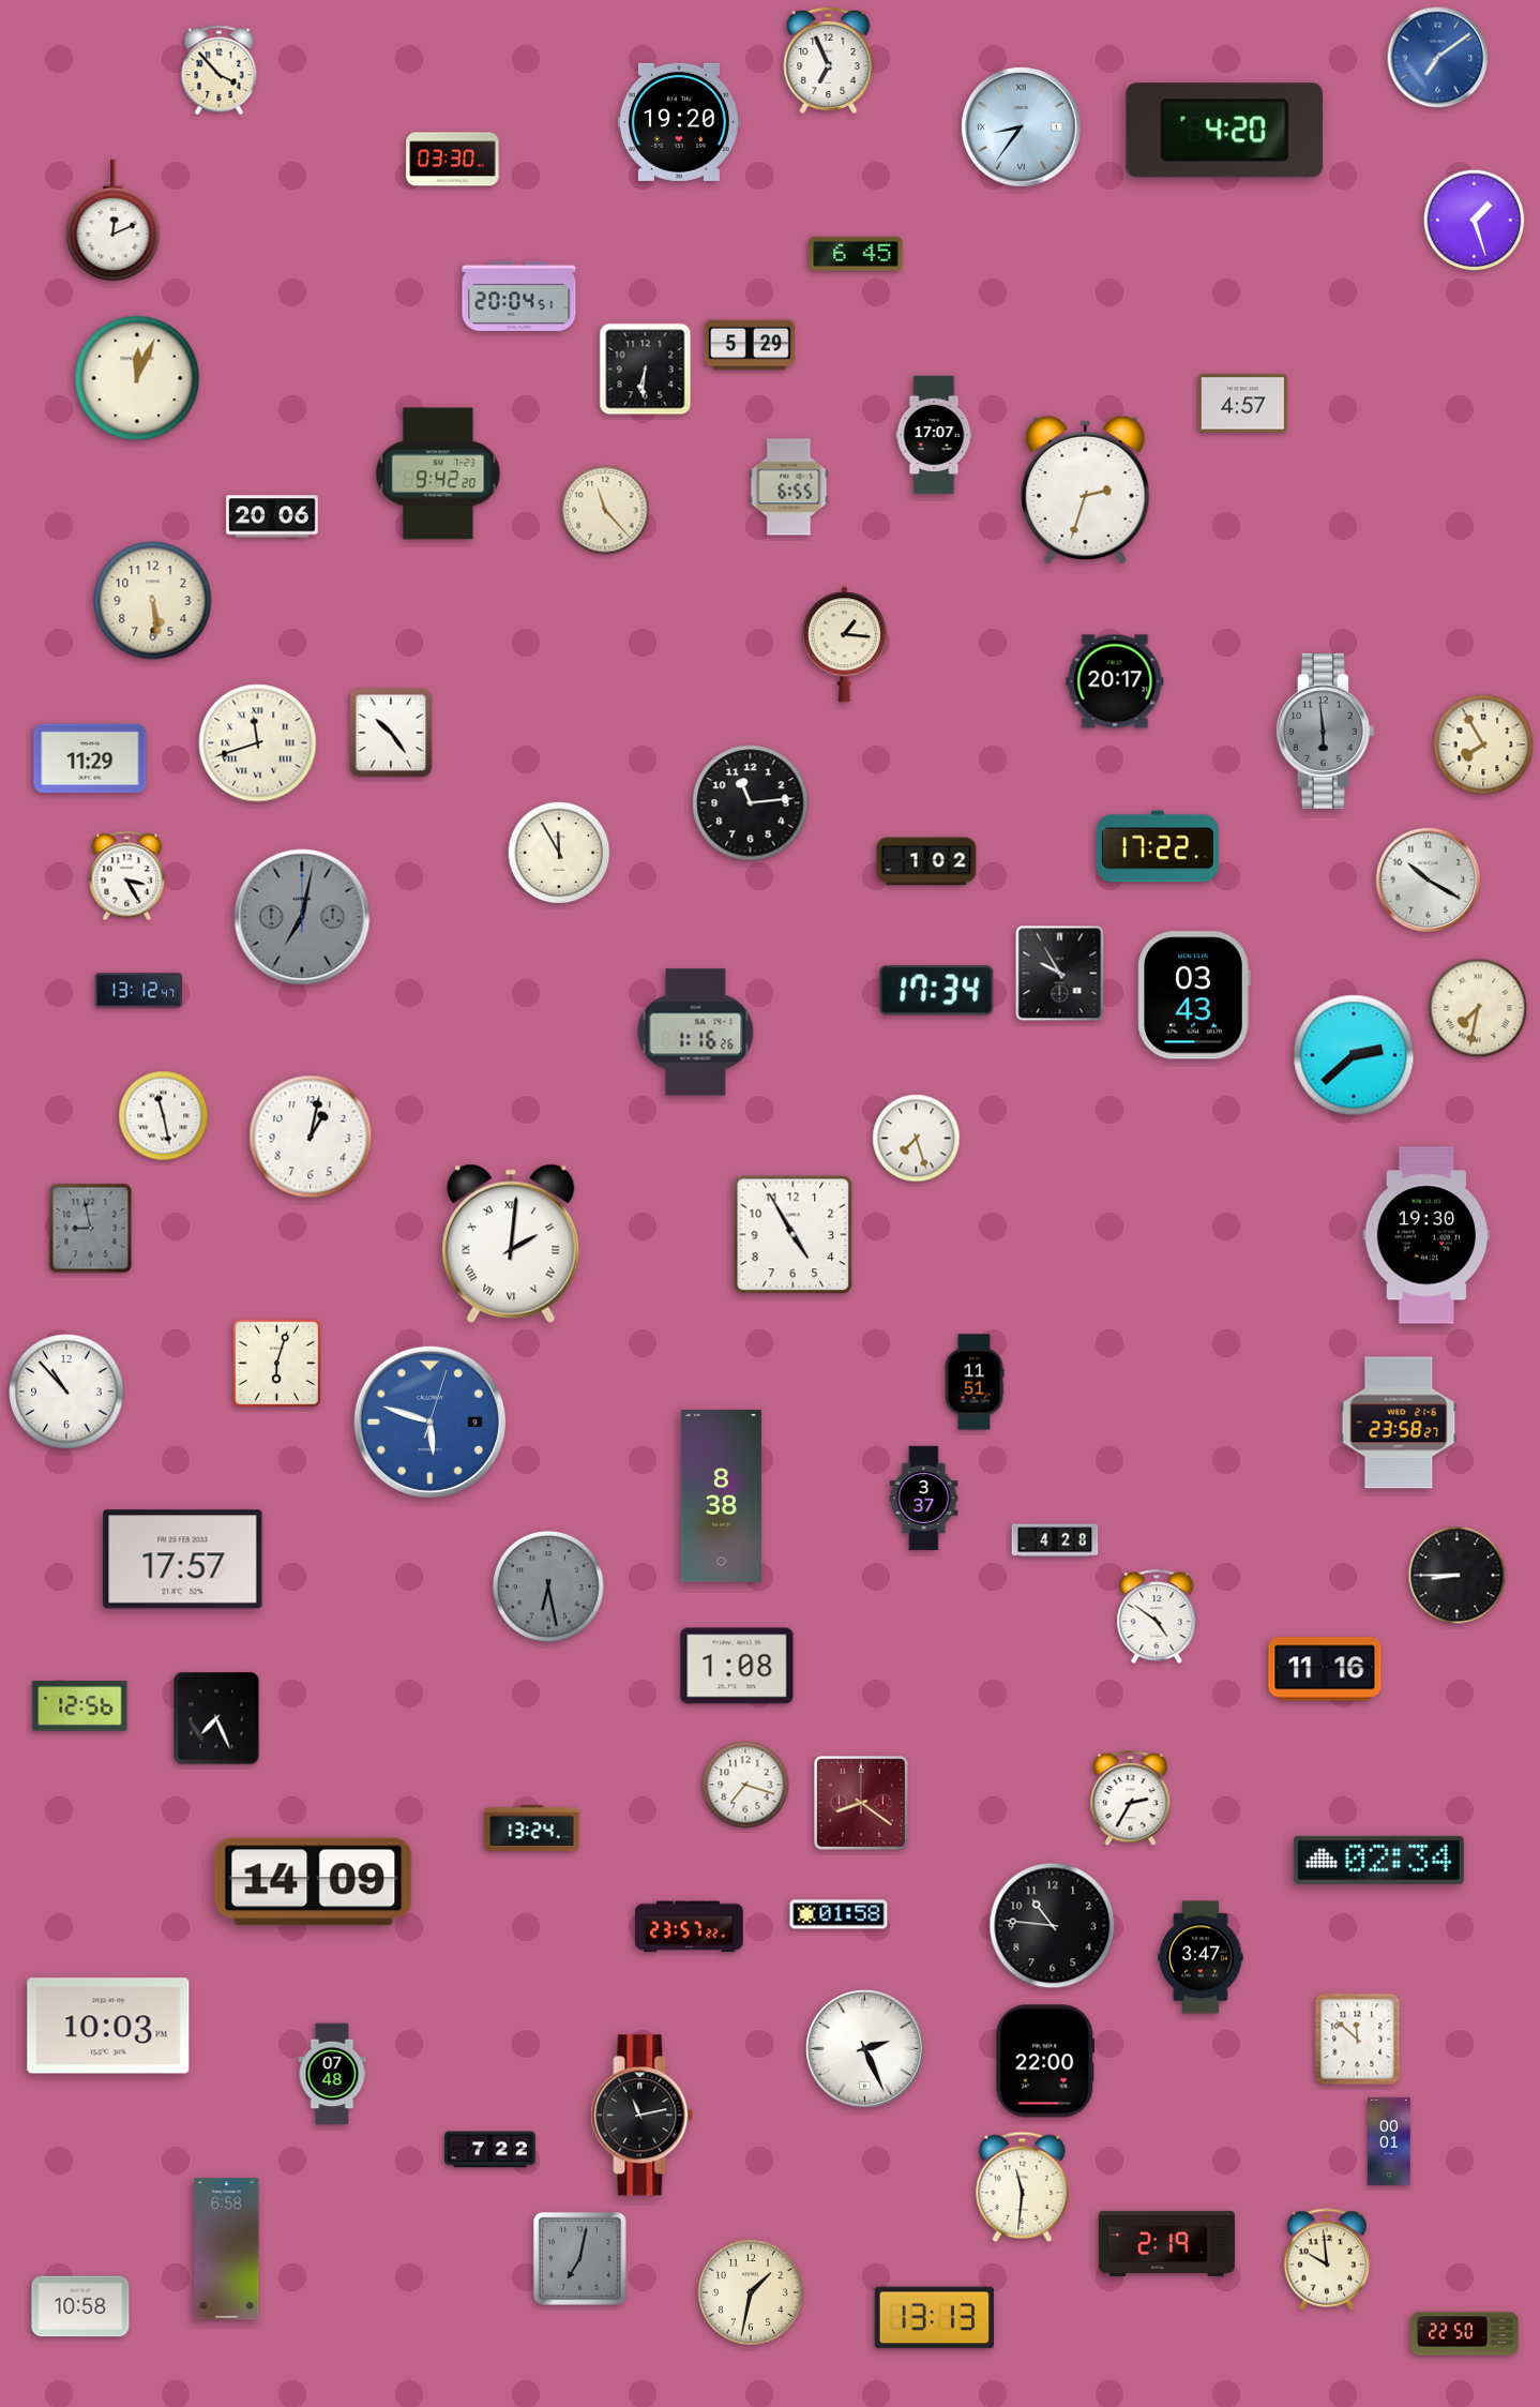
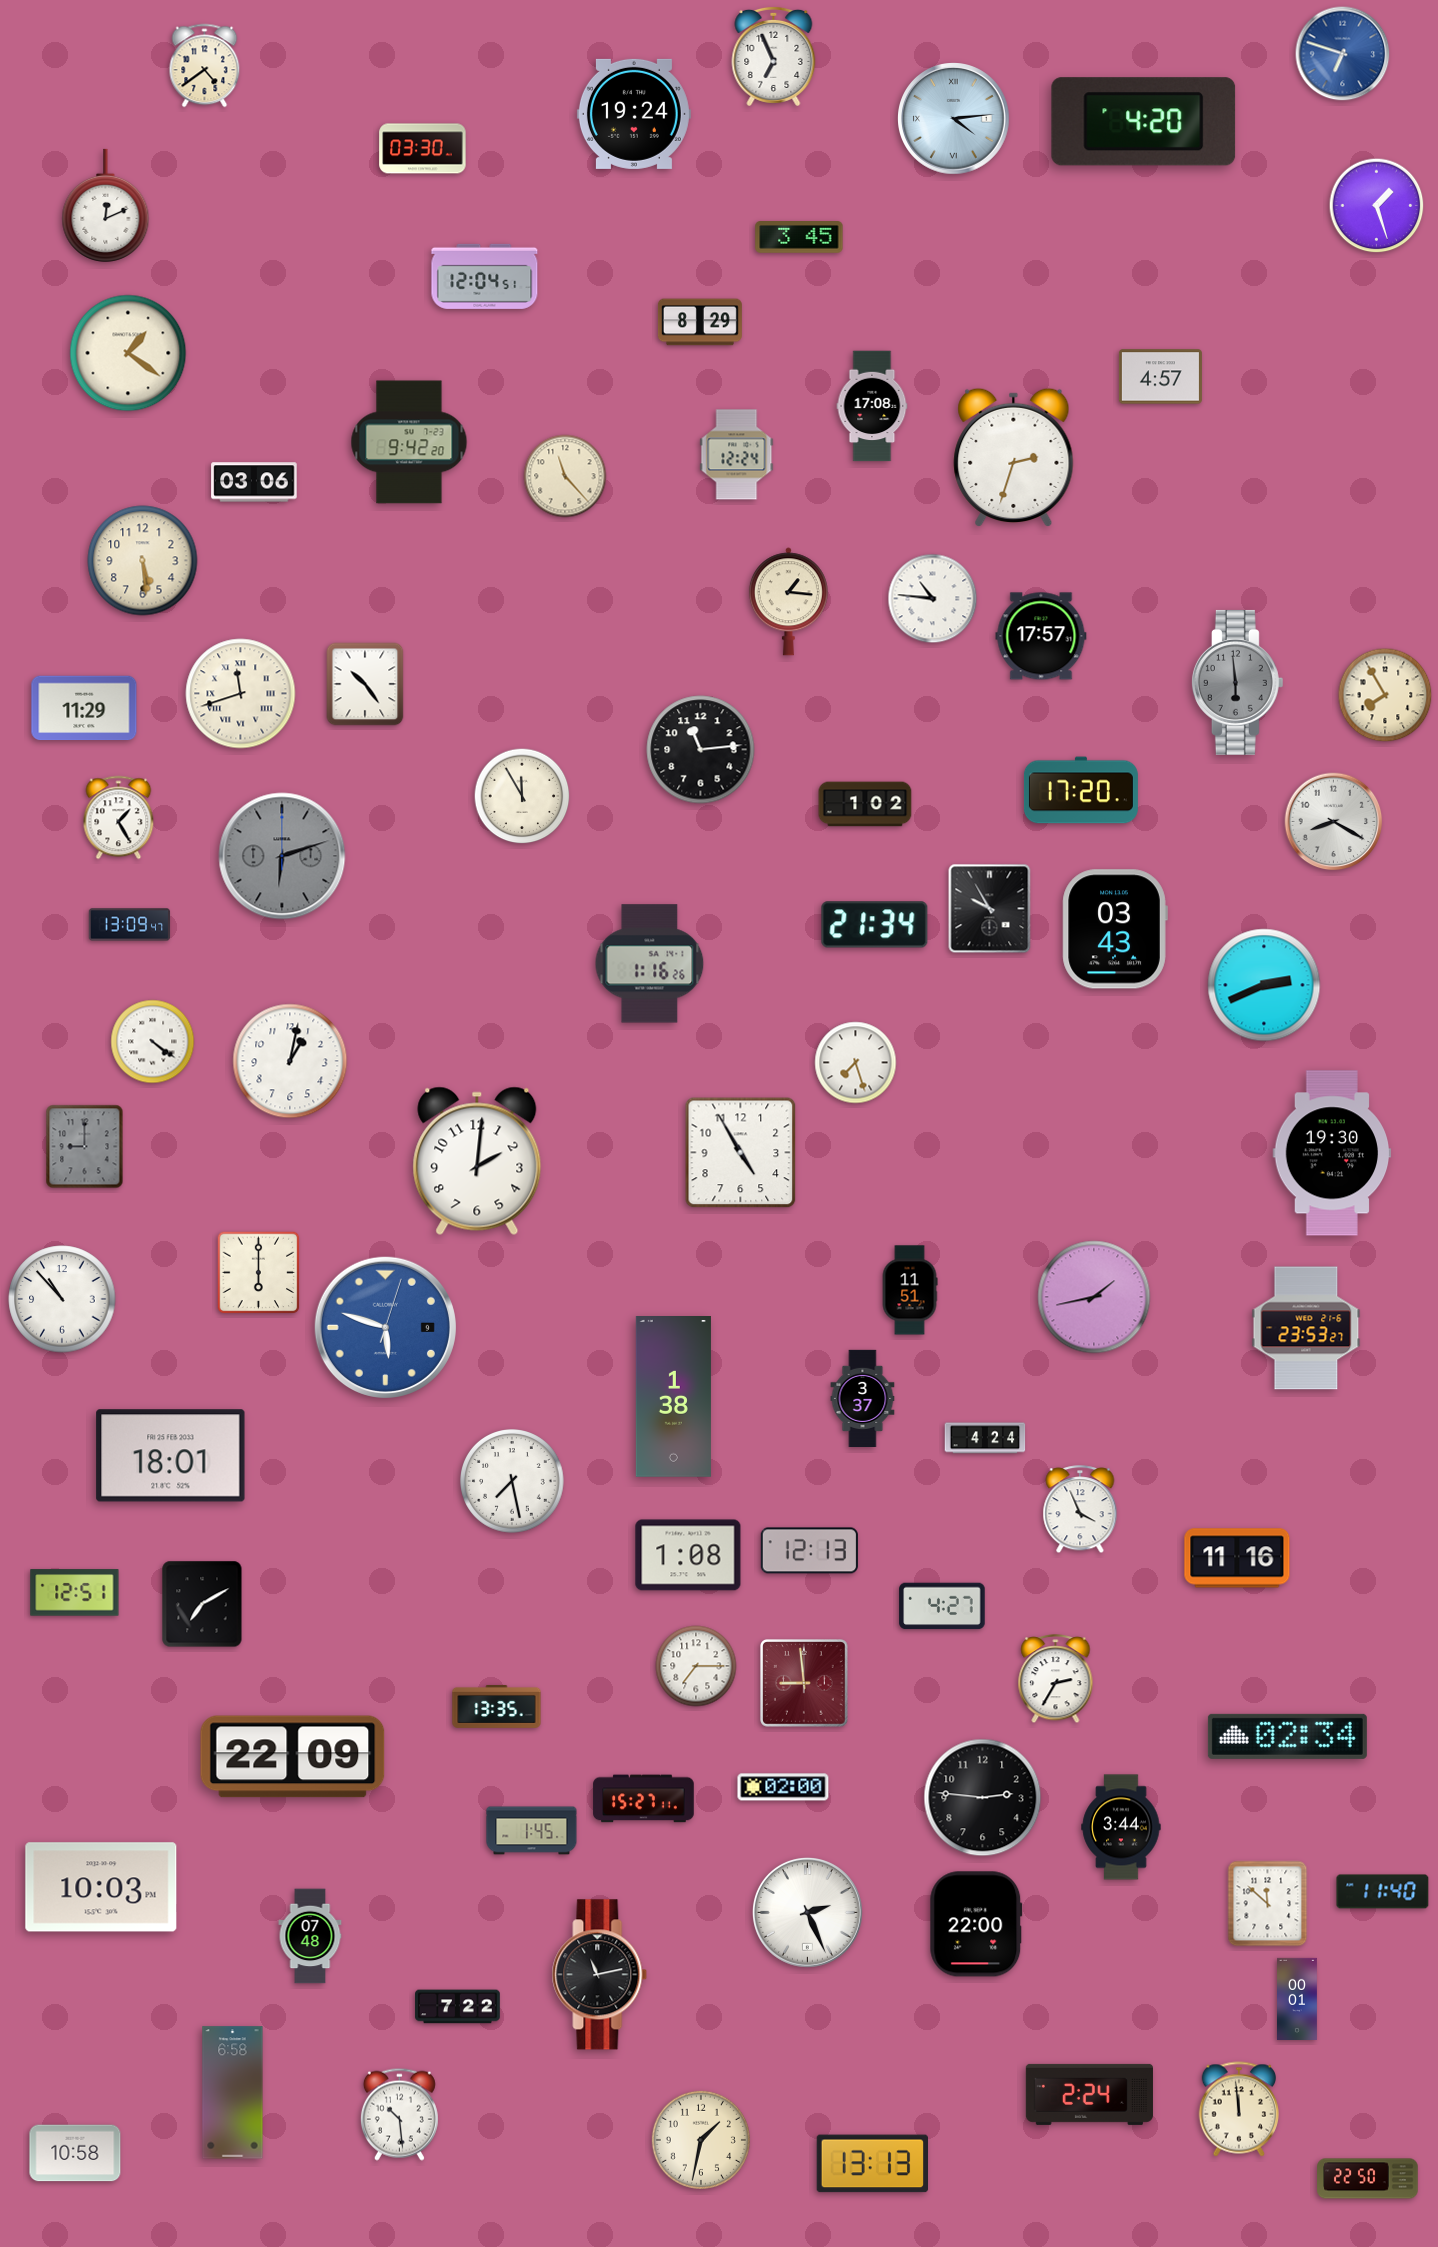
clock at (1438, 58): 7:09 -> 6:48
clock at (220, 71): 3:53 -> 4:39
clock at (679, 122): 19:20 -> 19:24
clock at (1022, 127): 8:36 -> 4:14
clock at (856, 254): 6:45 -> 3:45
clock at (519, 296): 20:04 -> 12:04
clock at (750, 345): 5:29 -> 8:29
clock at (646, 370): 6:31 -> none
clock at (137, 378): 12:04 -> 1:21
clock at (934, 435): 17:07 -> 17:08
clock at (789, 487): 6:55 -> 12:24
clock at (272, 516): 20:06 -> 03:06
clock at (933, 599): none -> 10:46
clock at (1115, 681): 20:17 -> 17:57
clock at (1158, 846): 17:22 -> 17:20
clock at (127, 876): 3:25 -> 1:25
clock at (1429, 881): 10:20 -> 8:20
clock at (302, 917): 7:02 -> 6:12
clock at (139, 991): 13:12 -> 13:09
clock at (937, 991): 17:34 -> 21:34
clock at (1478, 1008): 7:32 -> none
clock at (1354, 1055): 2:38 -> 2:41
clock at (164, 1116): 11:28 -> 4:21
clock at (91, 1229): 8:58 -> 9:00
clock at (511, 1244) numerals: Roman -> Arabic
clock at (277, 1364): 6:03 -> 6:00
clock at (1094, 1297): none -> 1:43
clock at (429, 1421) position: (429, 1421) -> (385, 1327)
clock at (1399, 1423): 23:58 -> 23:53
clock at (721, 1496): 8:38 -> 1:38
clock at (1055, 1540): 4:28 -> 4:24
clock at (183, 1560): 17:57 -> 18:01
clock at (1458, 1576): 8:45 -> none
clock at (549, 1588): 6:28 -> 7:28
clock at (549, 1588) dial: grey -> white
clock at (1157, 1618): 4:51 -> 3:56
clock at (809, 1551): none -> 12:13
clock at (80, 1706): 12:56 -> 12:51
clock at (216, 1718): 7:26 -> 7:10
clock at (942, 1606): none -> 4:27
clock at (745, 1785): 7:18 -> 7:15
clock at (862, 1804): 8:21 -> 8:59
clock at (532, 1827): 13:24 -> 13:35
clock at (314, 1882): 14:09 -> 22:09
clock at (839, 1914): 01:58 -> 02:00
clock at (1053, 1926): 10:46 -> 2:46
clock at (690, 1927): 23:57 -> 15:27
clock at (1201, 1957): 3:47 -> 3:44
clock at (532, 1831): none -> 1:45
clock at (108, 2026) position: (108, 2026) -> (101, 1887)
clock at (1383, 1892): none -> 11:40
clock at (1023, 2187): 11:31 -> none
clock at (1166, 2243): 2:19 -> 2:24
clock at (227, 2250) position: (227, 2250) -> (233, 2093)
clock at (579, 2258): 7:02 -> none
clock at (1326, 2259): 9:59 -> 11:59
clock at (399, 2114): none -> 10:29
